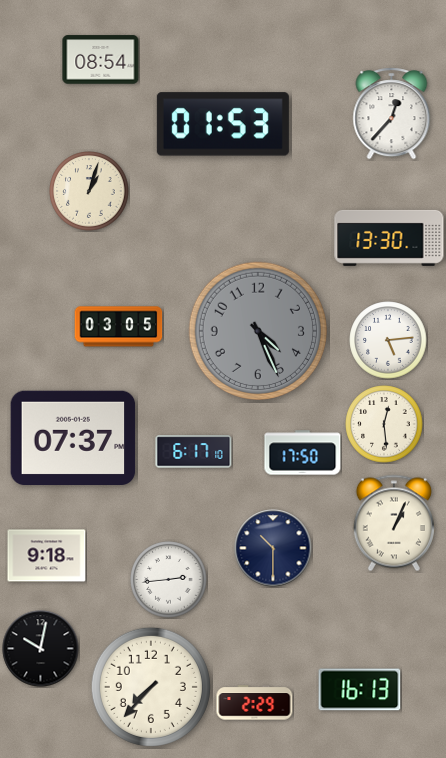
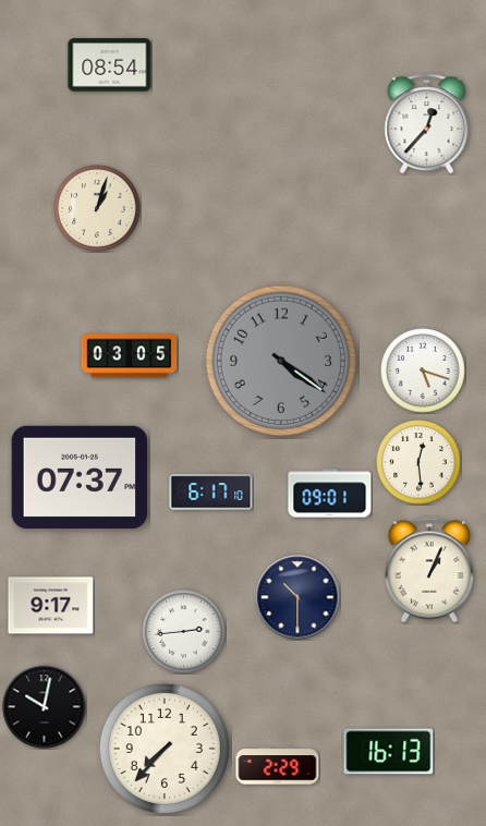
clock at (223, 124): 01:53 -> none
clock at (389, 238): 13:30 -> none
clock at (257, 330): 4:26 -> 4:21
clock at (388, 340): 5:14 -> 5:18
clock at (303, 453): 17:50 -> 09:01
clock at (47, 556): 9:18 -> 9:17
clock at (360, 690) position: (360, 690) -> (389, 752)
